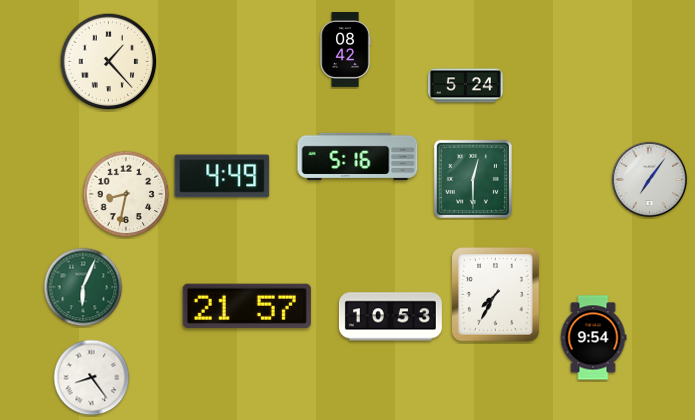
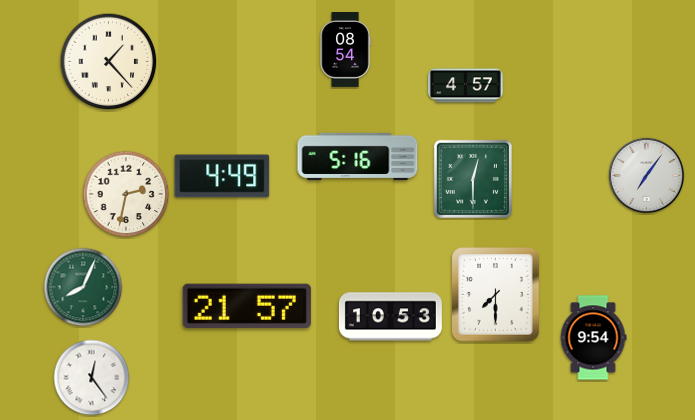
clock at (345, 50): 08:42 -> 08:54
clock at (465, 86): 5:24 -> 4:57
clock at (650, 180) position: (650, 180) -> (647, 176)
clock at (126, 194): 8:32 -> 2:32
clock at (83, 287): 6:04 -> 8:04
clock at (496, 295): 7:35 -> 7:30
clock at (92, 378): 8:24 -> 12:24
